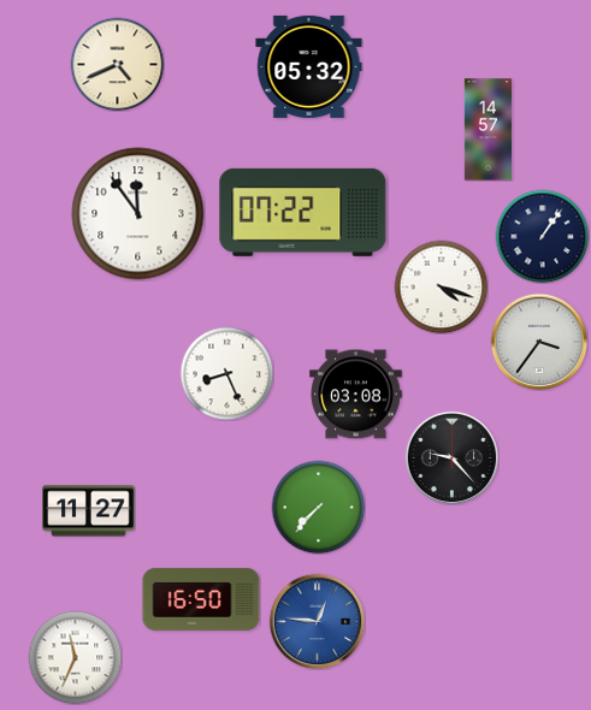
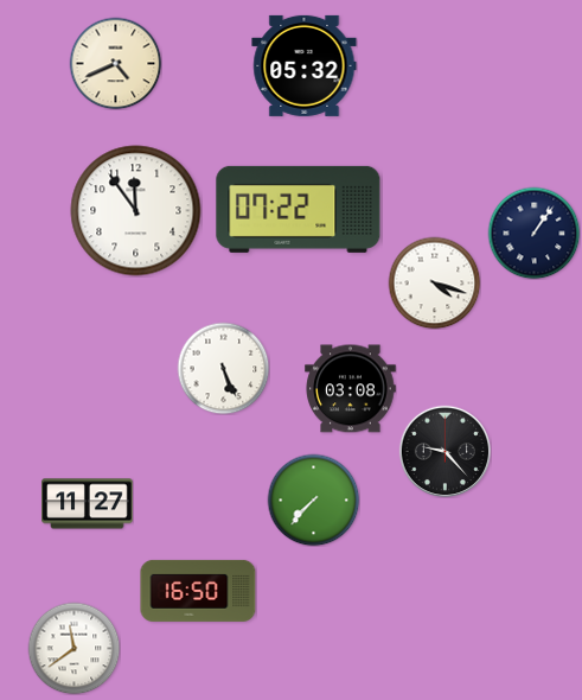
clock at (487, 130): 14:57 -> none
clock at (539, 342): 3:36 -> none
clock at (226, 373): 8:26 -> 5:26
clock at (317, 621): 12:46 -> none
clock at (75, 657): 11:34 -> 11:39
